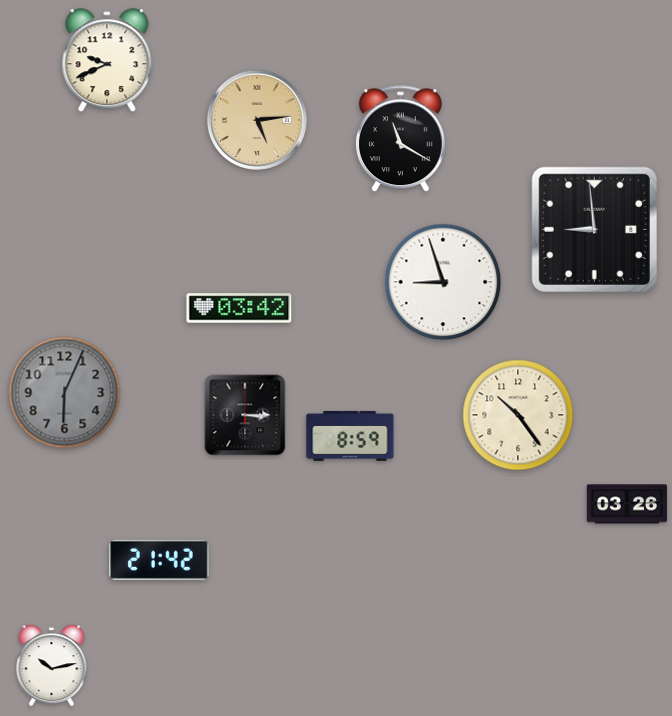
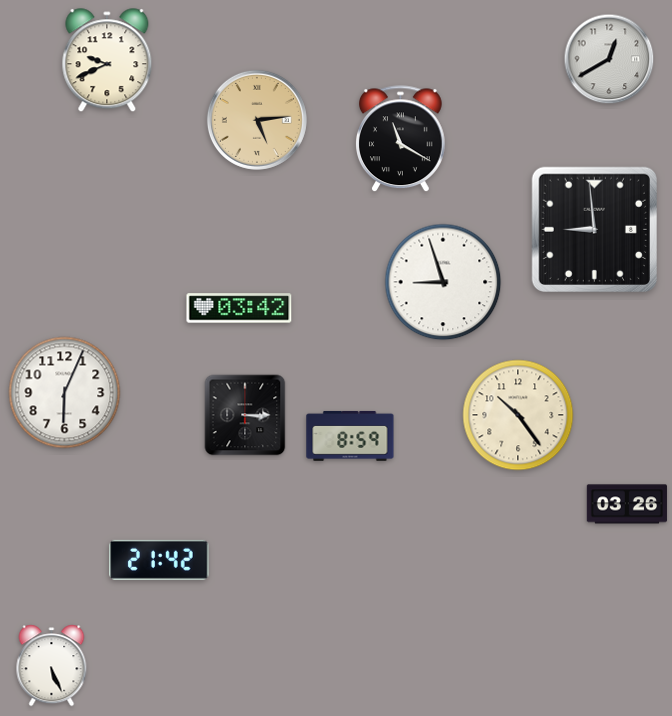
clock at (609, 59): none -> 12:40
clock at (65, 393) dial: grey -> white
clock at (52, 666): 10:13 -> 5:26
